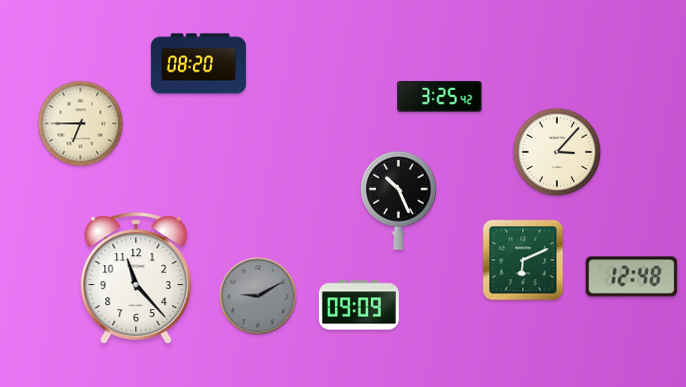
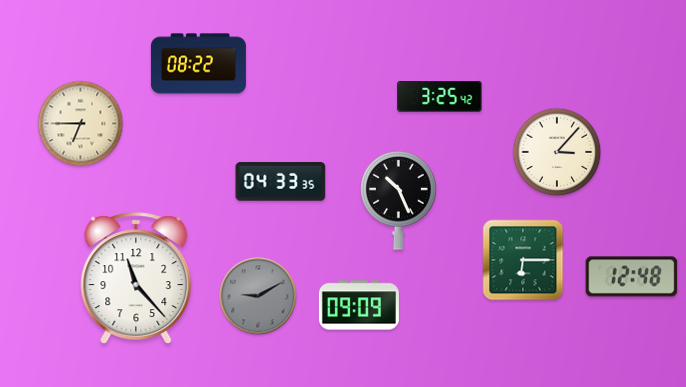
clock at (198, 64): 08:20 -> 08:22
clock at (281, 182): none -> 04:33
clock at (523, 260): 6:11 -> 6:15
